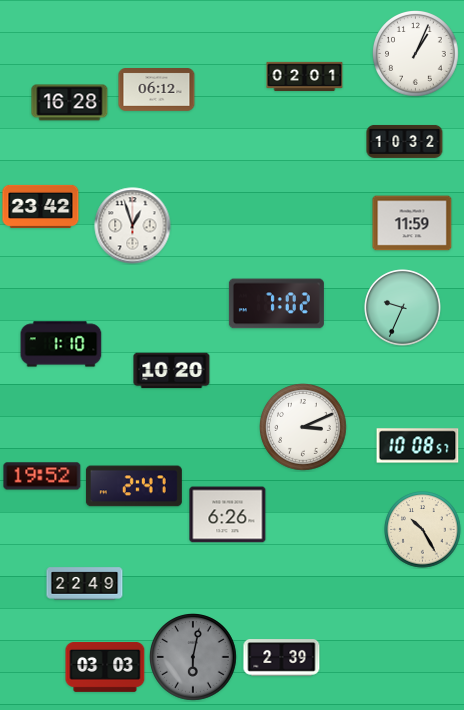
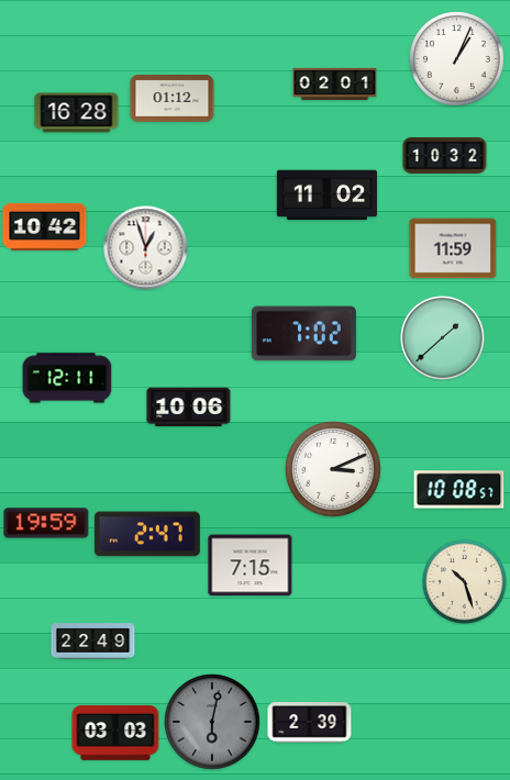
clock at (157, 90): 06:12 -> 01:12
clock at (326, 196): none -> 11:02
clock at (41, 206): 23:42 -> 10:42
clock at (412, 223) position: (412, 223) -> (453, 248)
clock at (403, 308): 9:34 -> 1:38
clock at (61, 344): 1:10 -> 12:11
clock at (172, 371): 10:20 -> 10:06
clock at (42, 476): 19:52 -> 19:59
clock at (228, 515): 6:26 -> 7:15
clock at (423, 530): 10:25 -> 10:27
